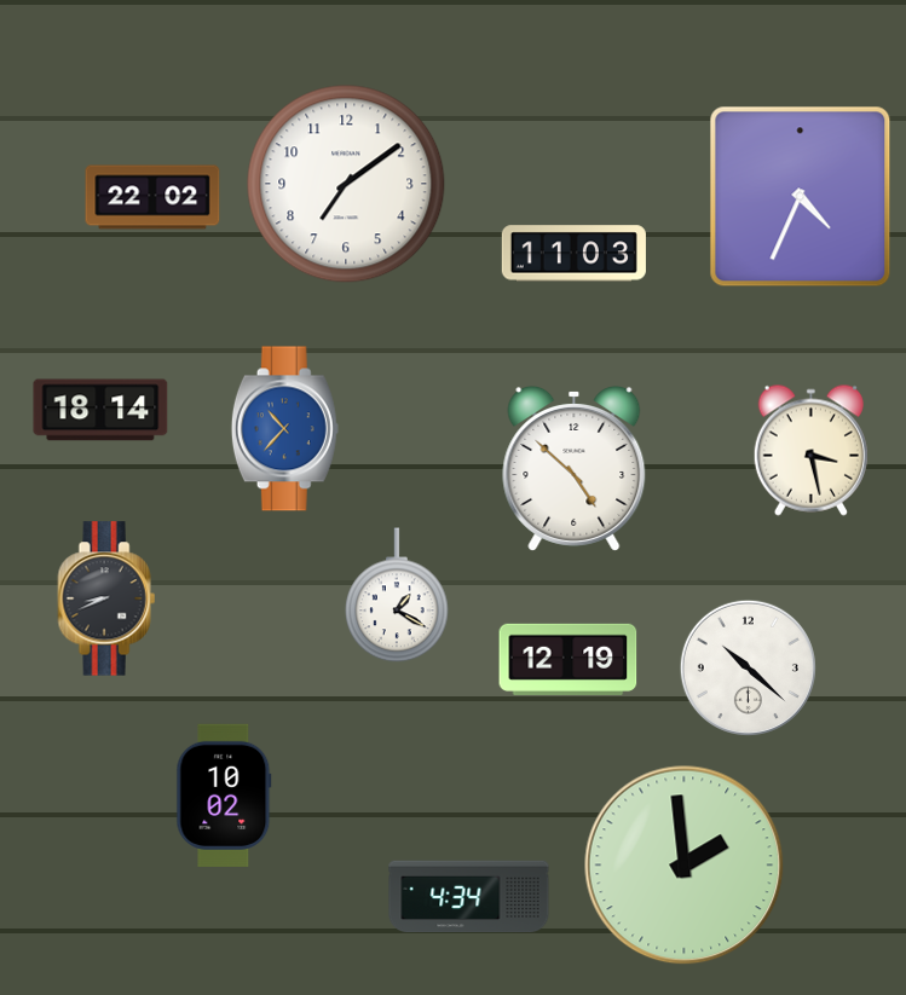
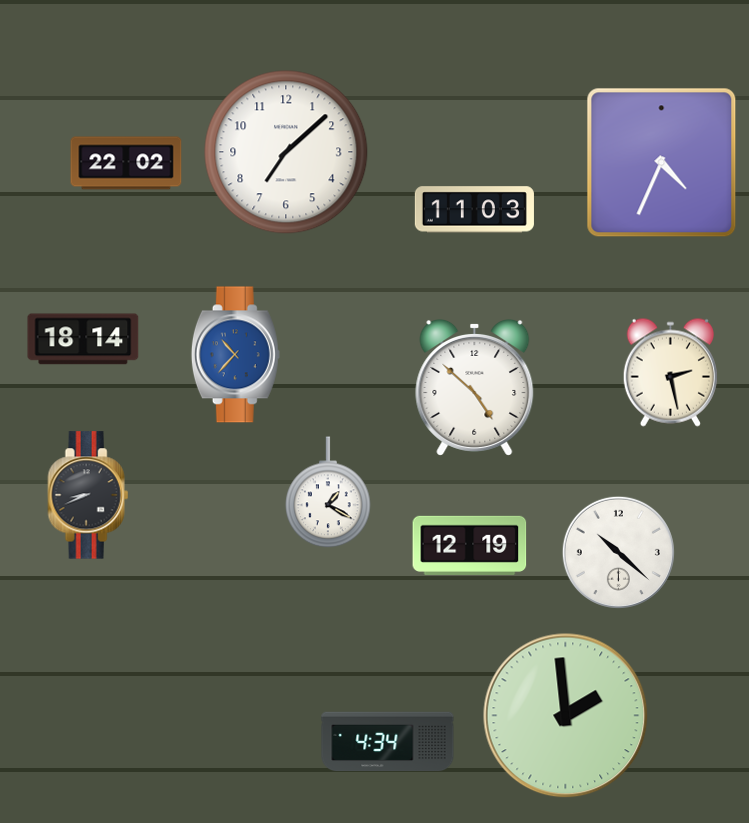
clock at (346, 184): 7:09 -> 7:08
clock at (810, 450): 3:28 -> 2:28
clock at (224, 796): 10:02 -> none
